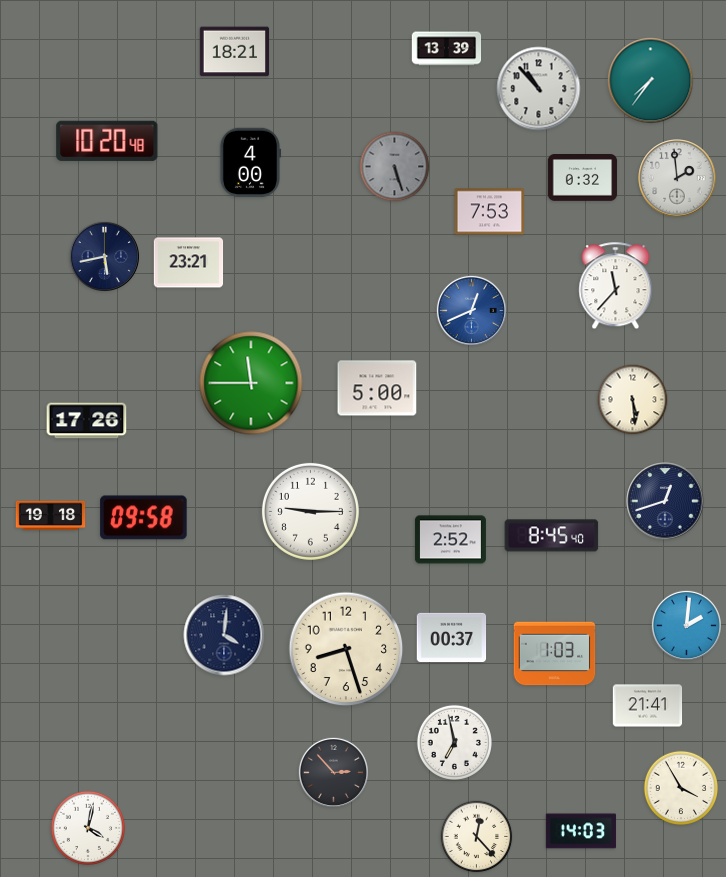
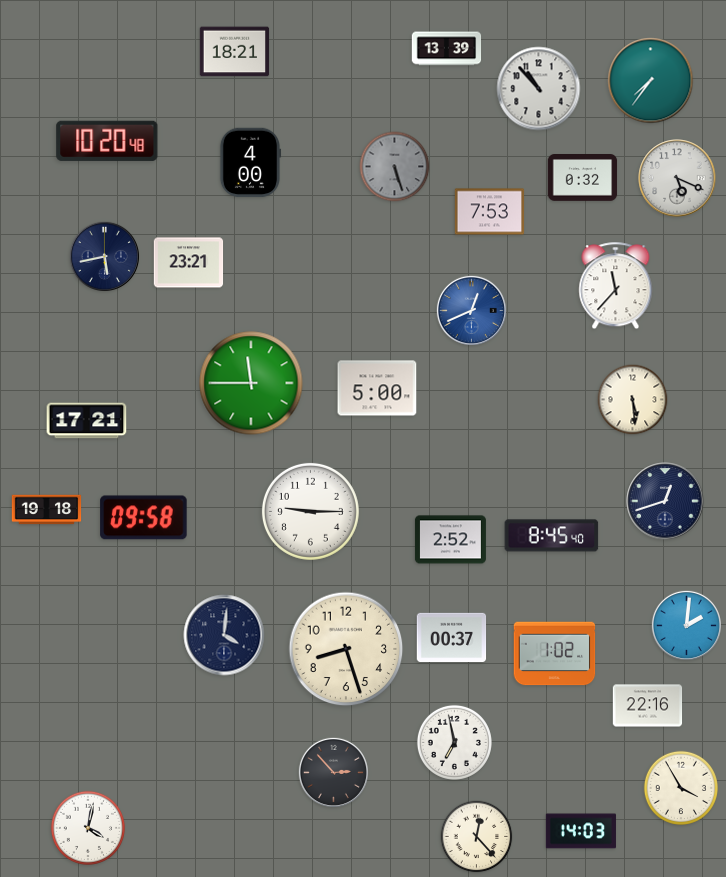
clock at (677, 178): 1:59 -> 5:19
clock at (87, 421): 17:26 -> 17:21
clock at (51, 516) position: (51, 516) -> (47, 510)
clock at (555, 654): 1:03 -> 1:02
clock at (648, 706): 21:41 -> 22:16
